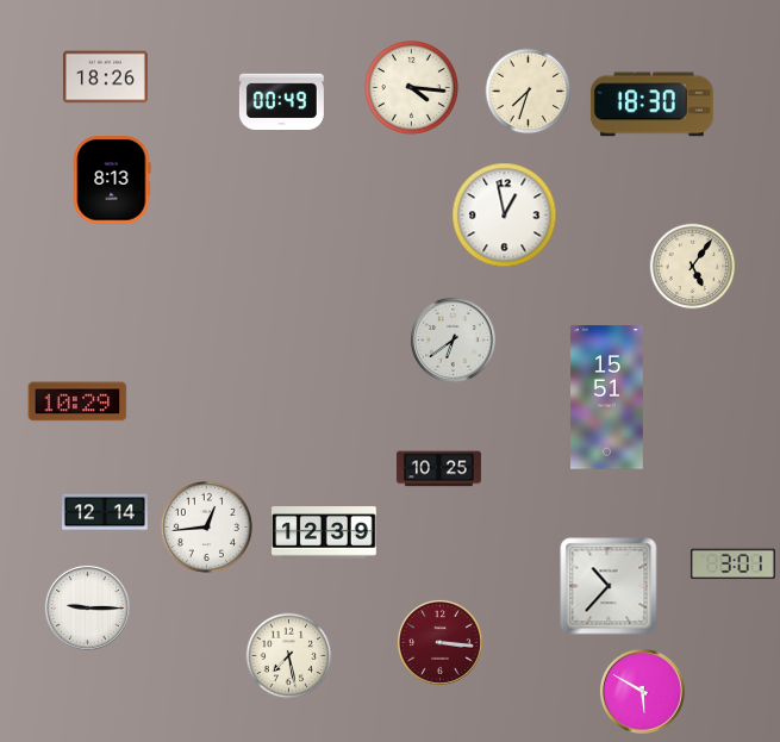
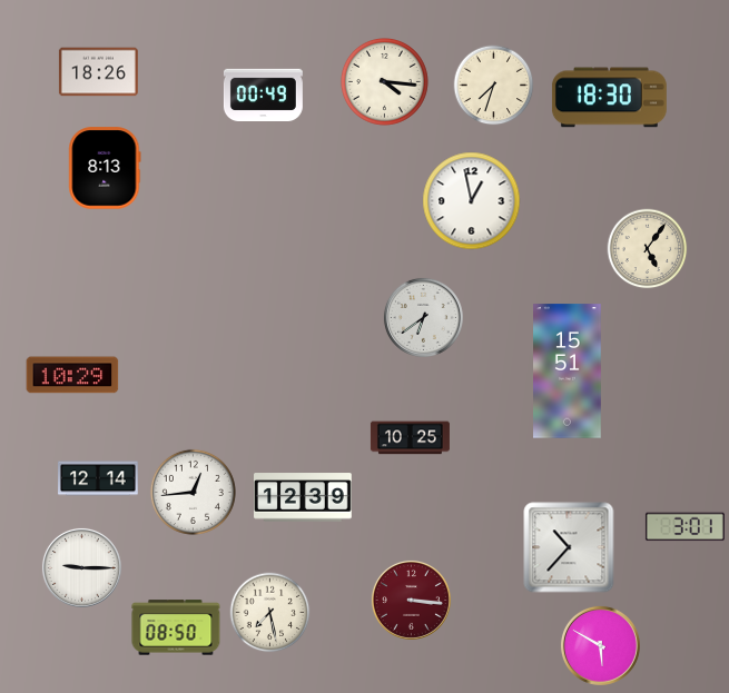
clock at (176, 627): none -> 08:50
